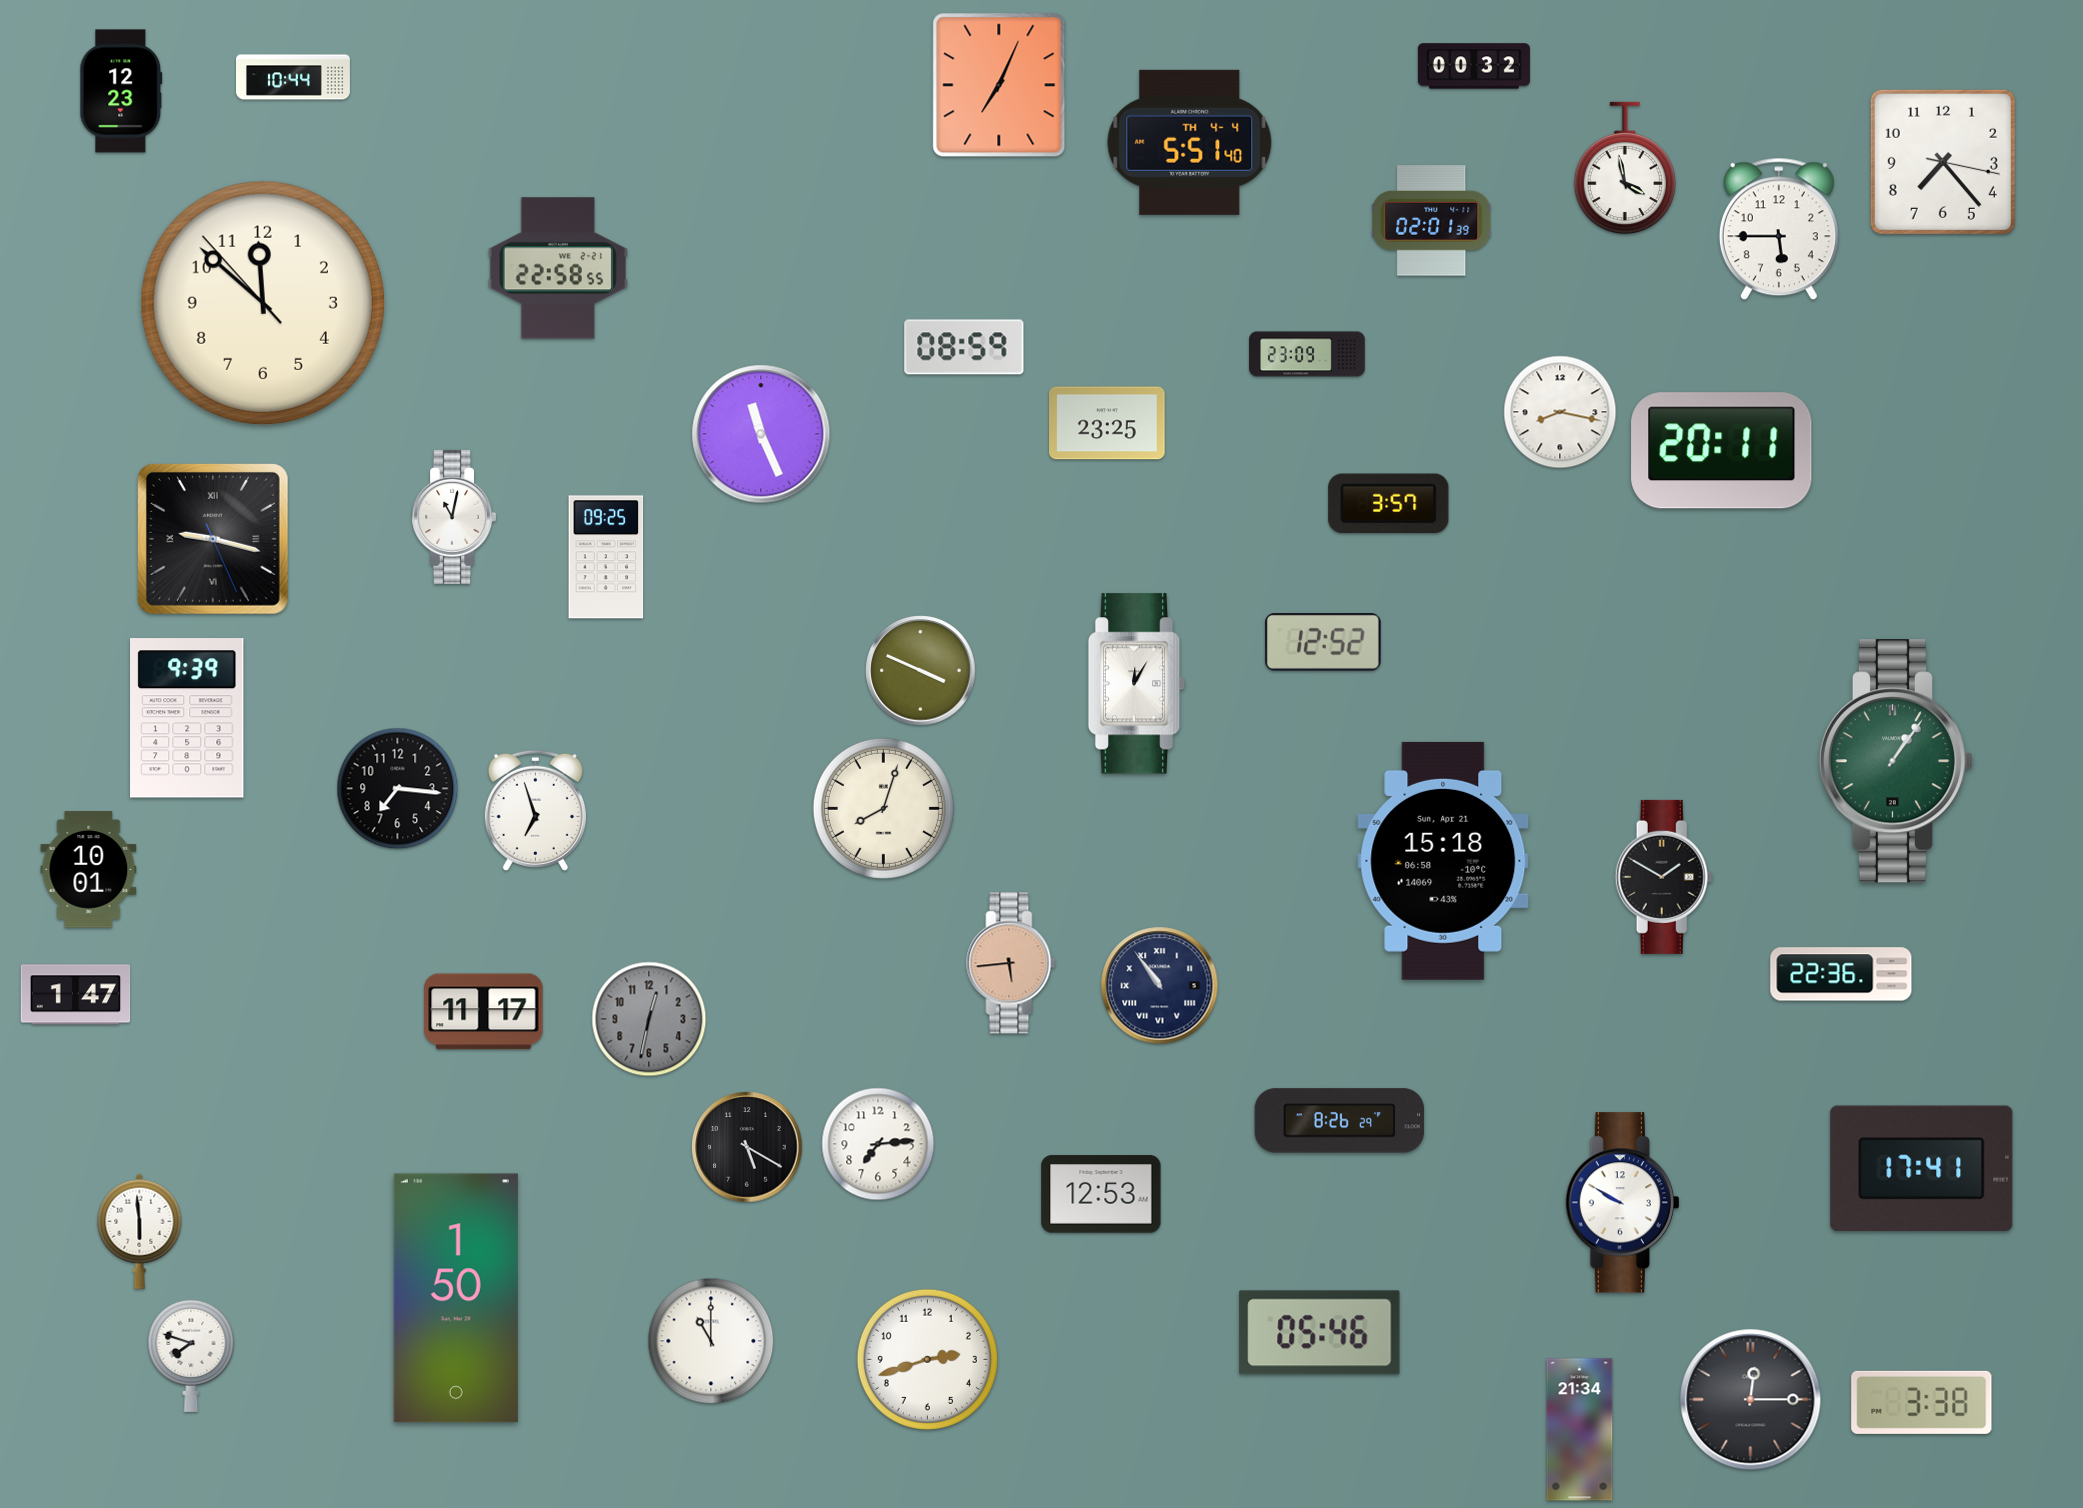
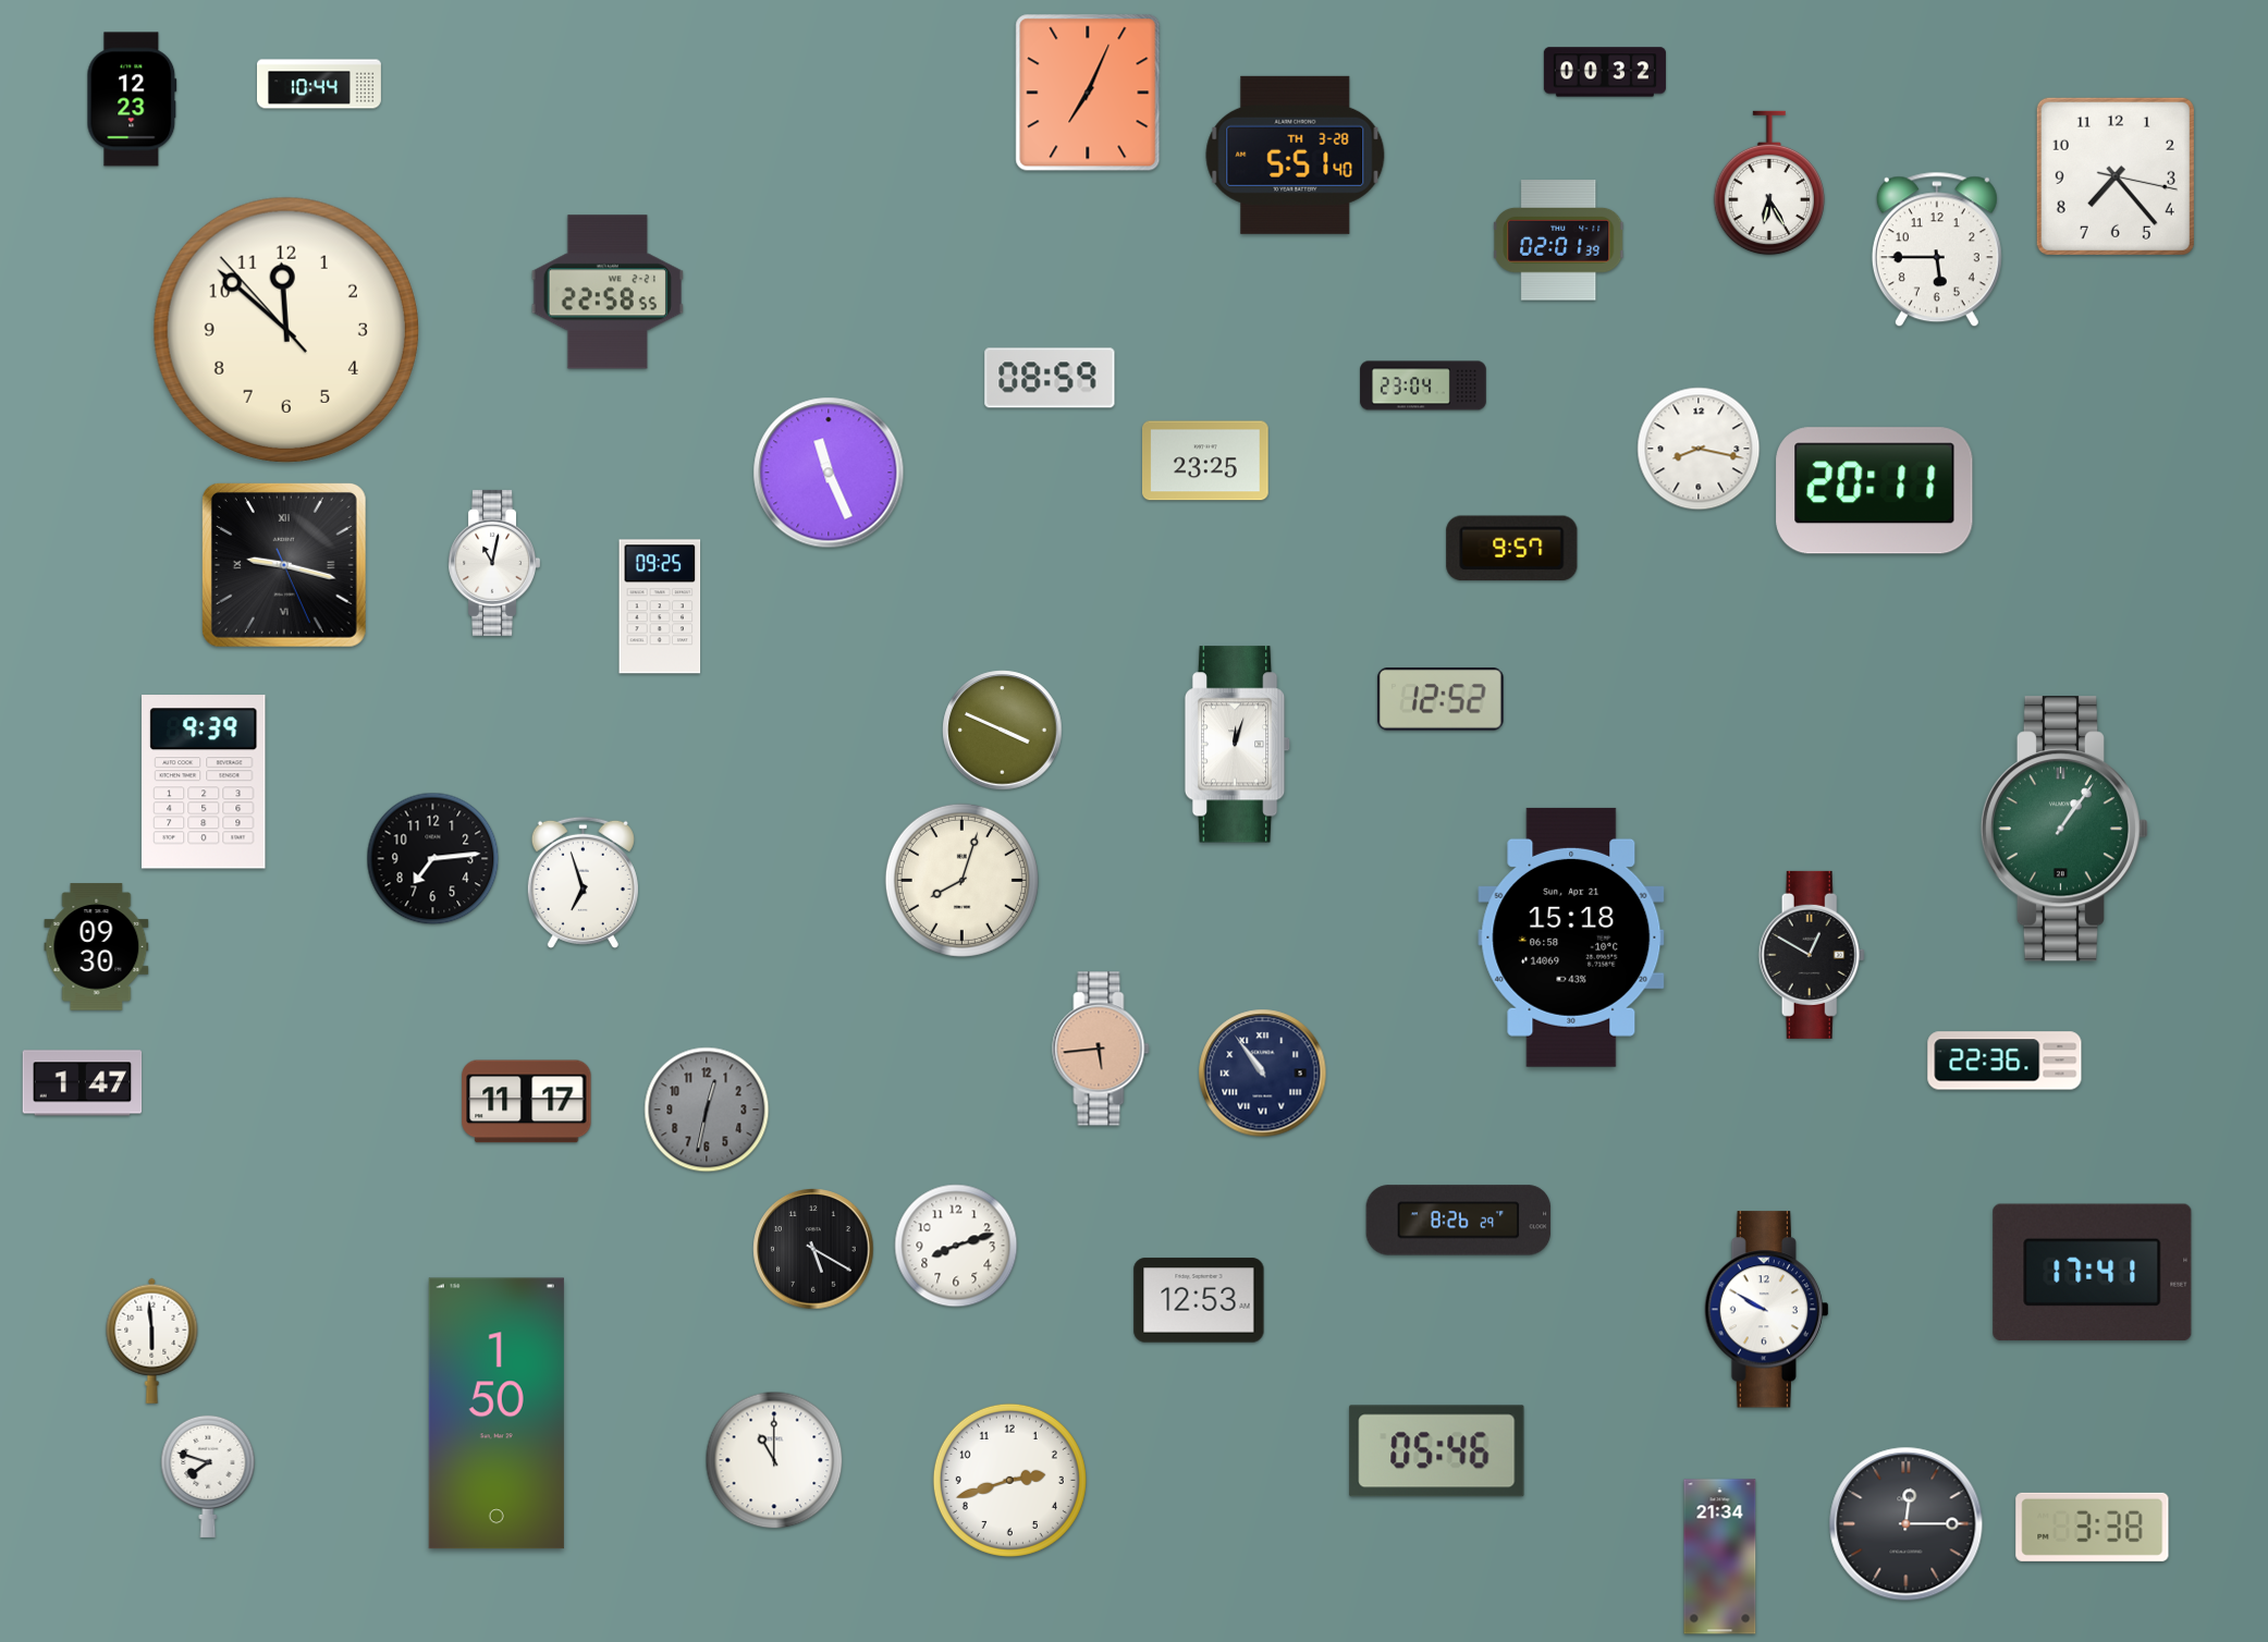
clock at (1190, 142) date: TH 4-4 -> TH 3-28
clock at (1625, 168): 3:58 -> 6:25
clock at (1307, 354): 23:09 -> 23:04
clock at (1389, 504): 3:57 -> 9:57
clock at (213, 539) position: (213, 539) -> (284, 565)
clock at (1137, 684): 12:05 -> 12:03
clock at (398, 789): 7:16 -> 7:14
clock at (89, 870): 10:01 -> 09:30
clock at (1664, 877): 1:50 -> 12:50
clock at (878, 1144): 7:14 -> 8:12
